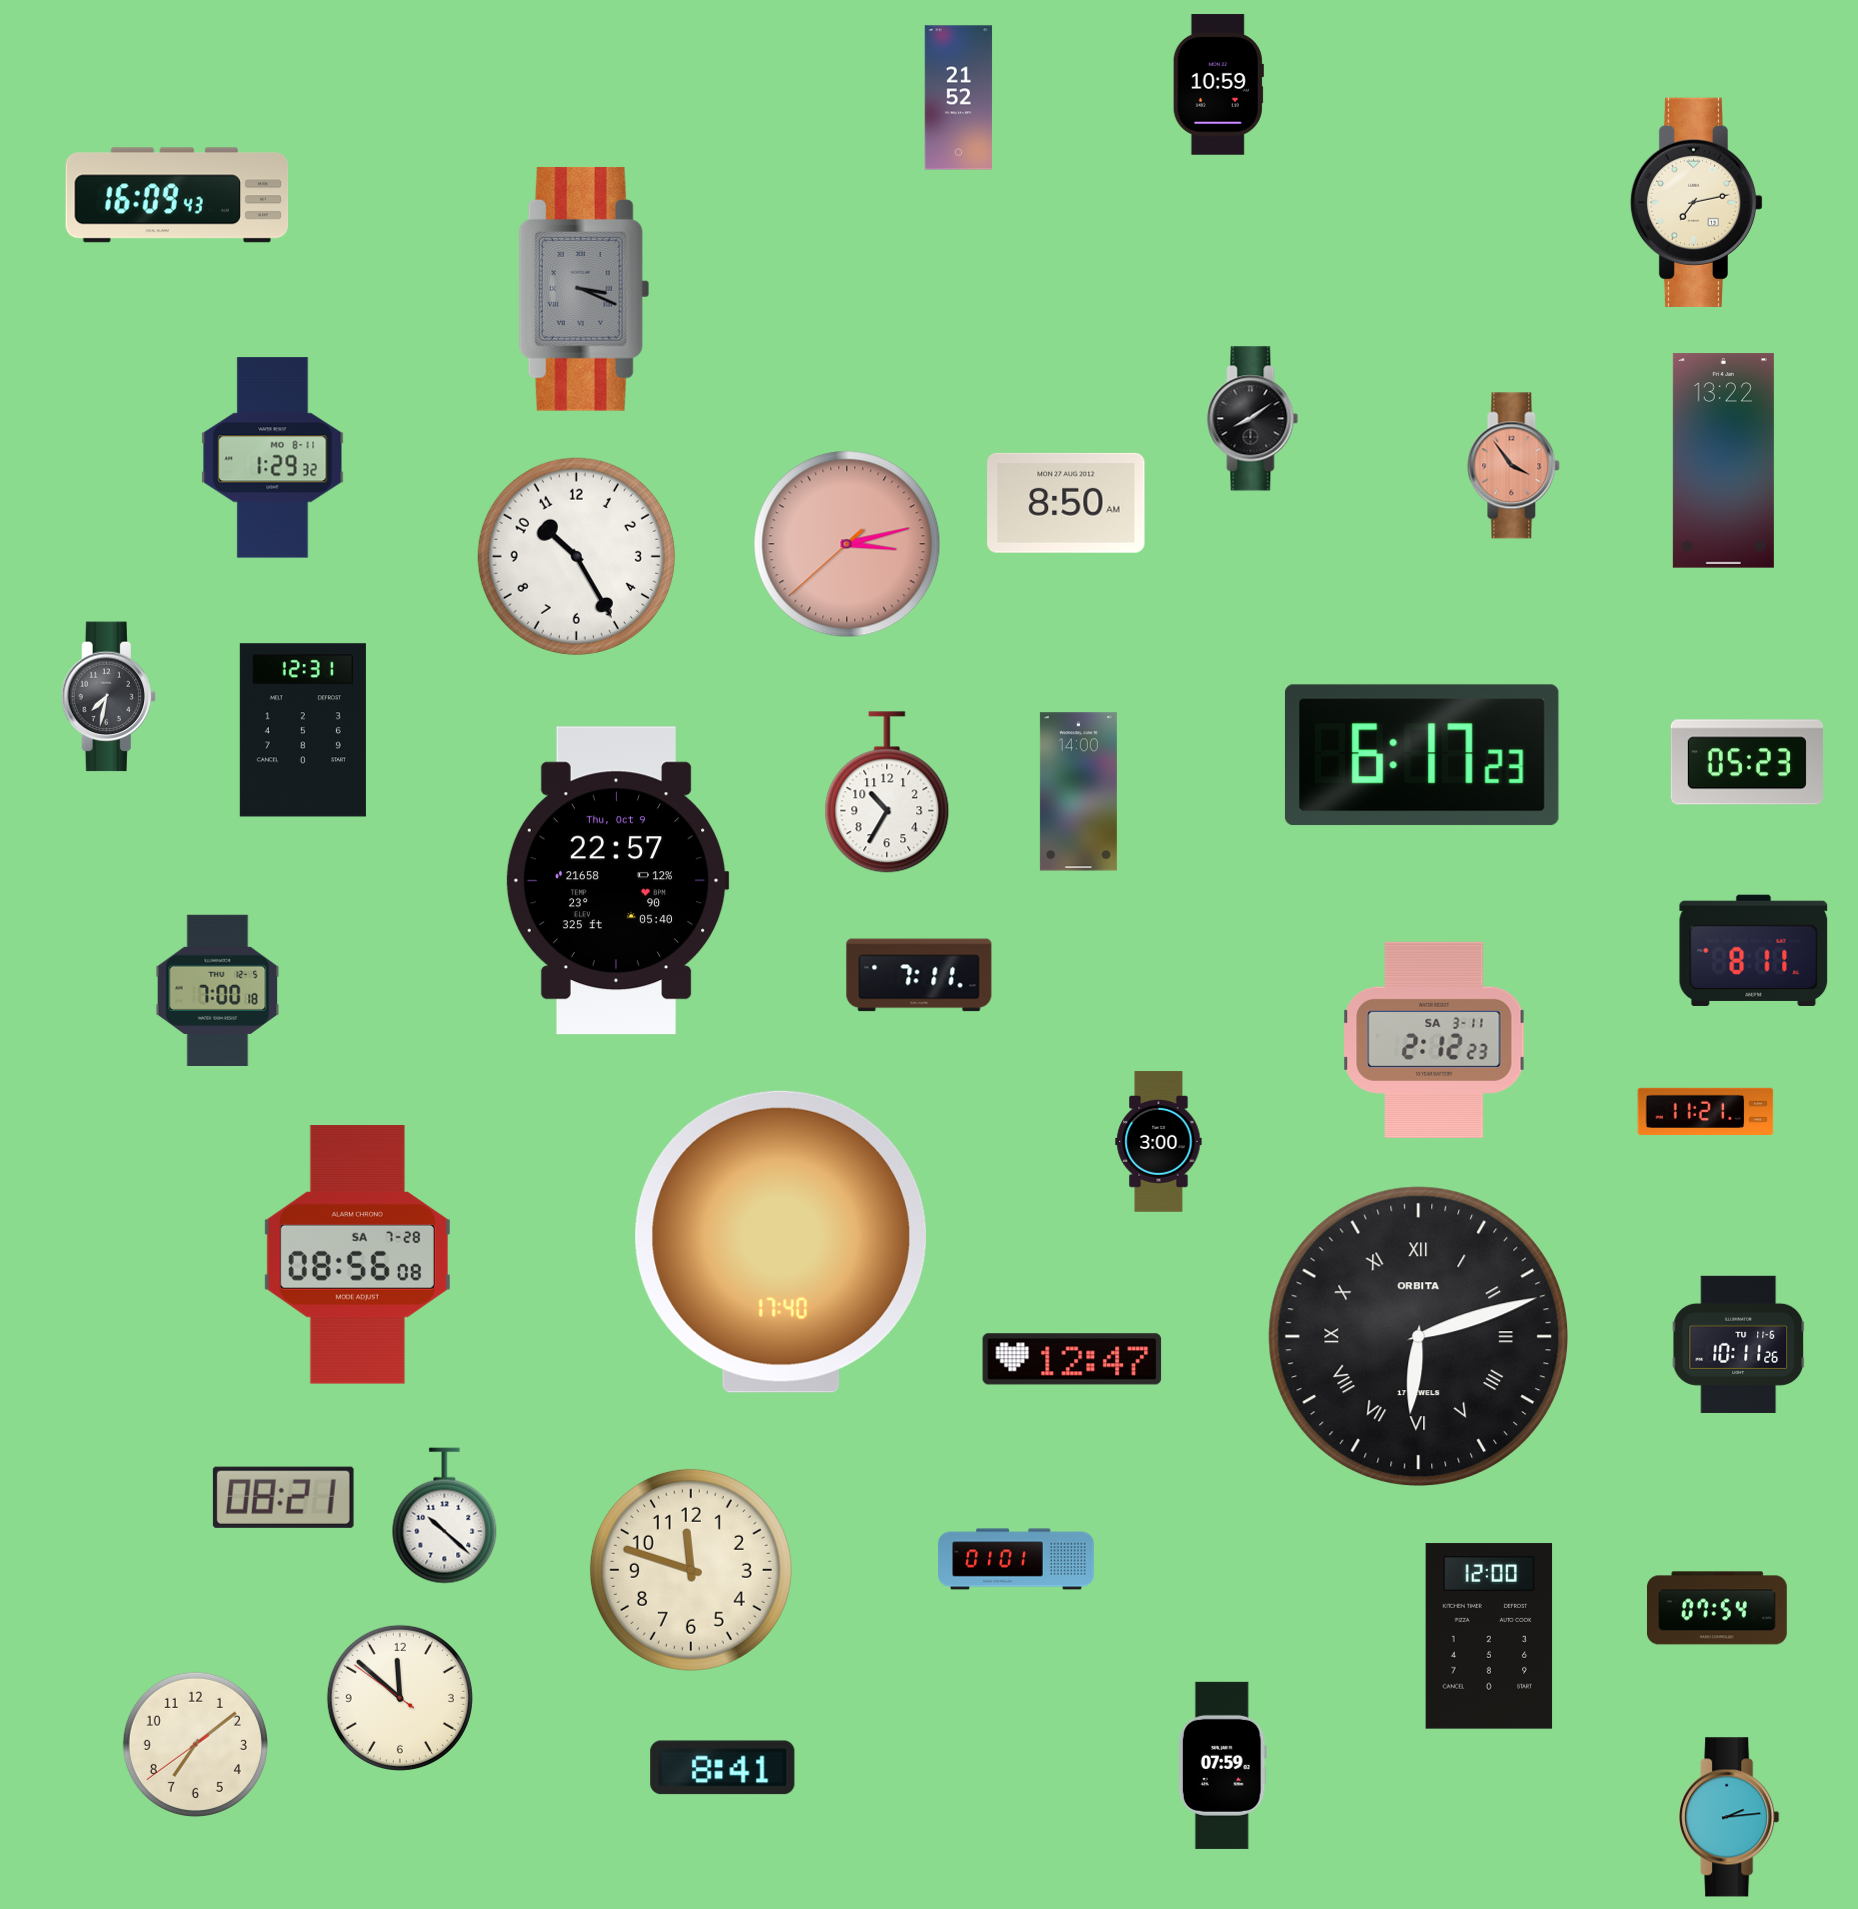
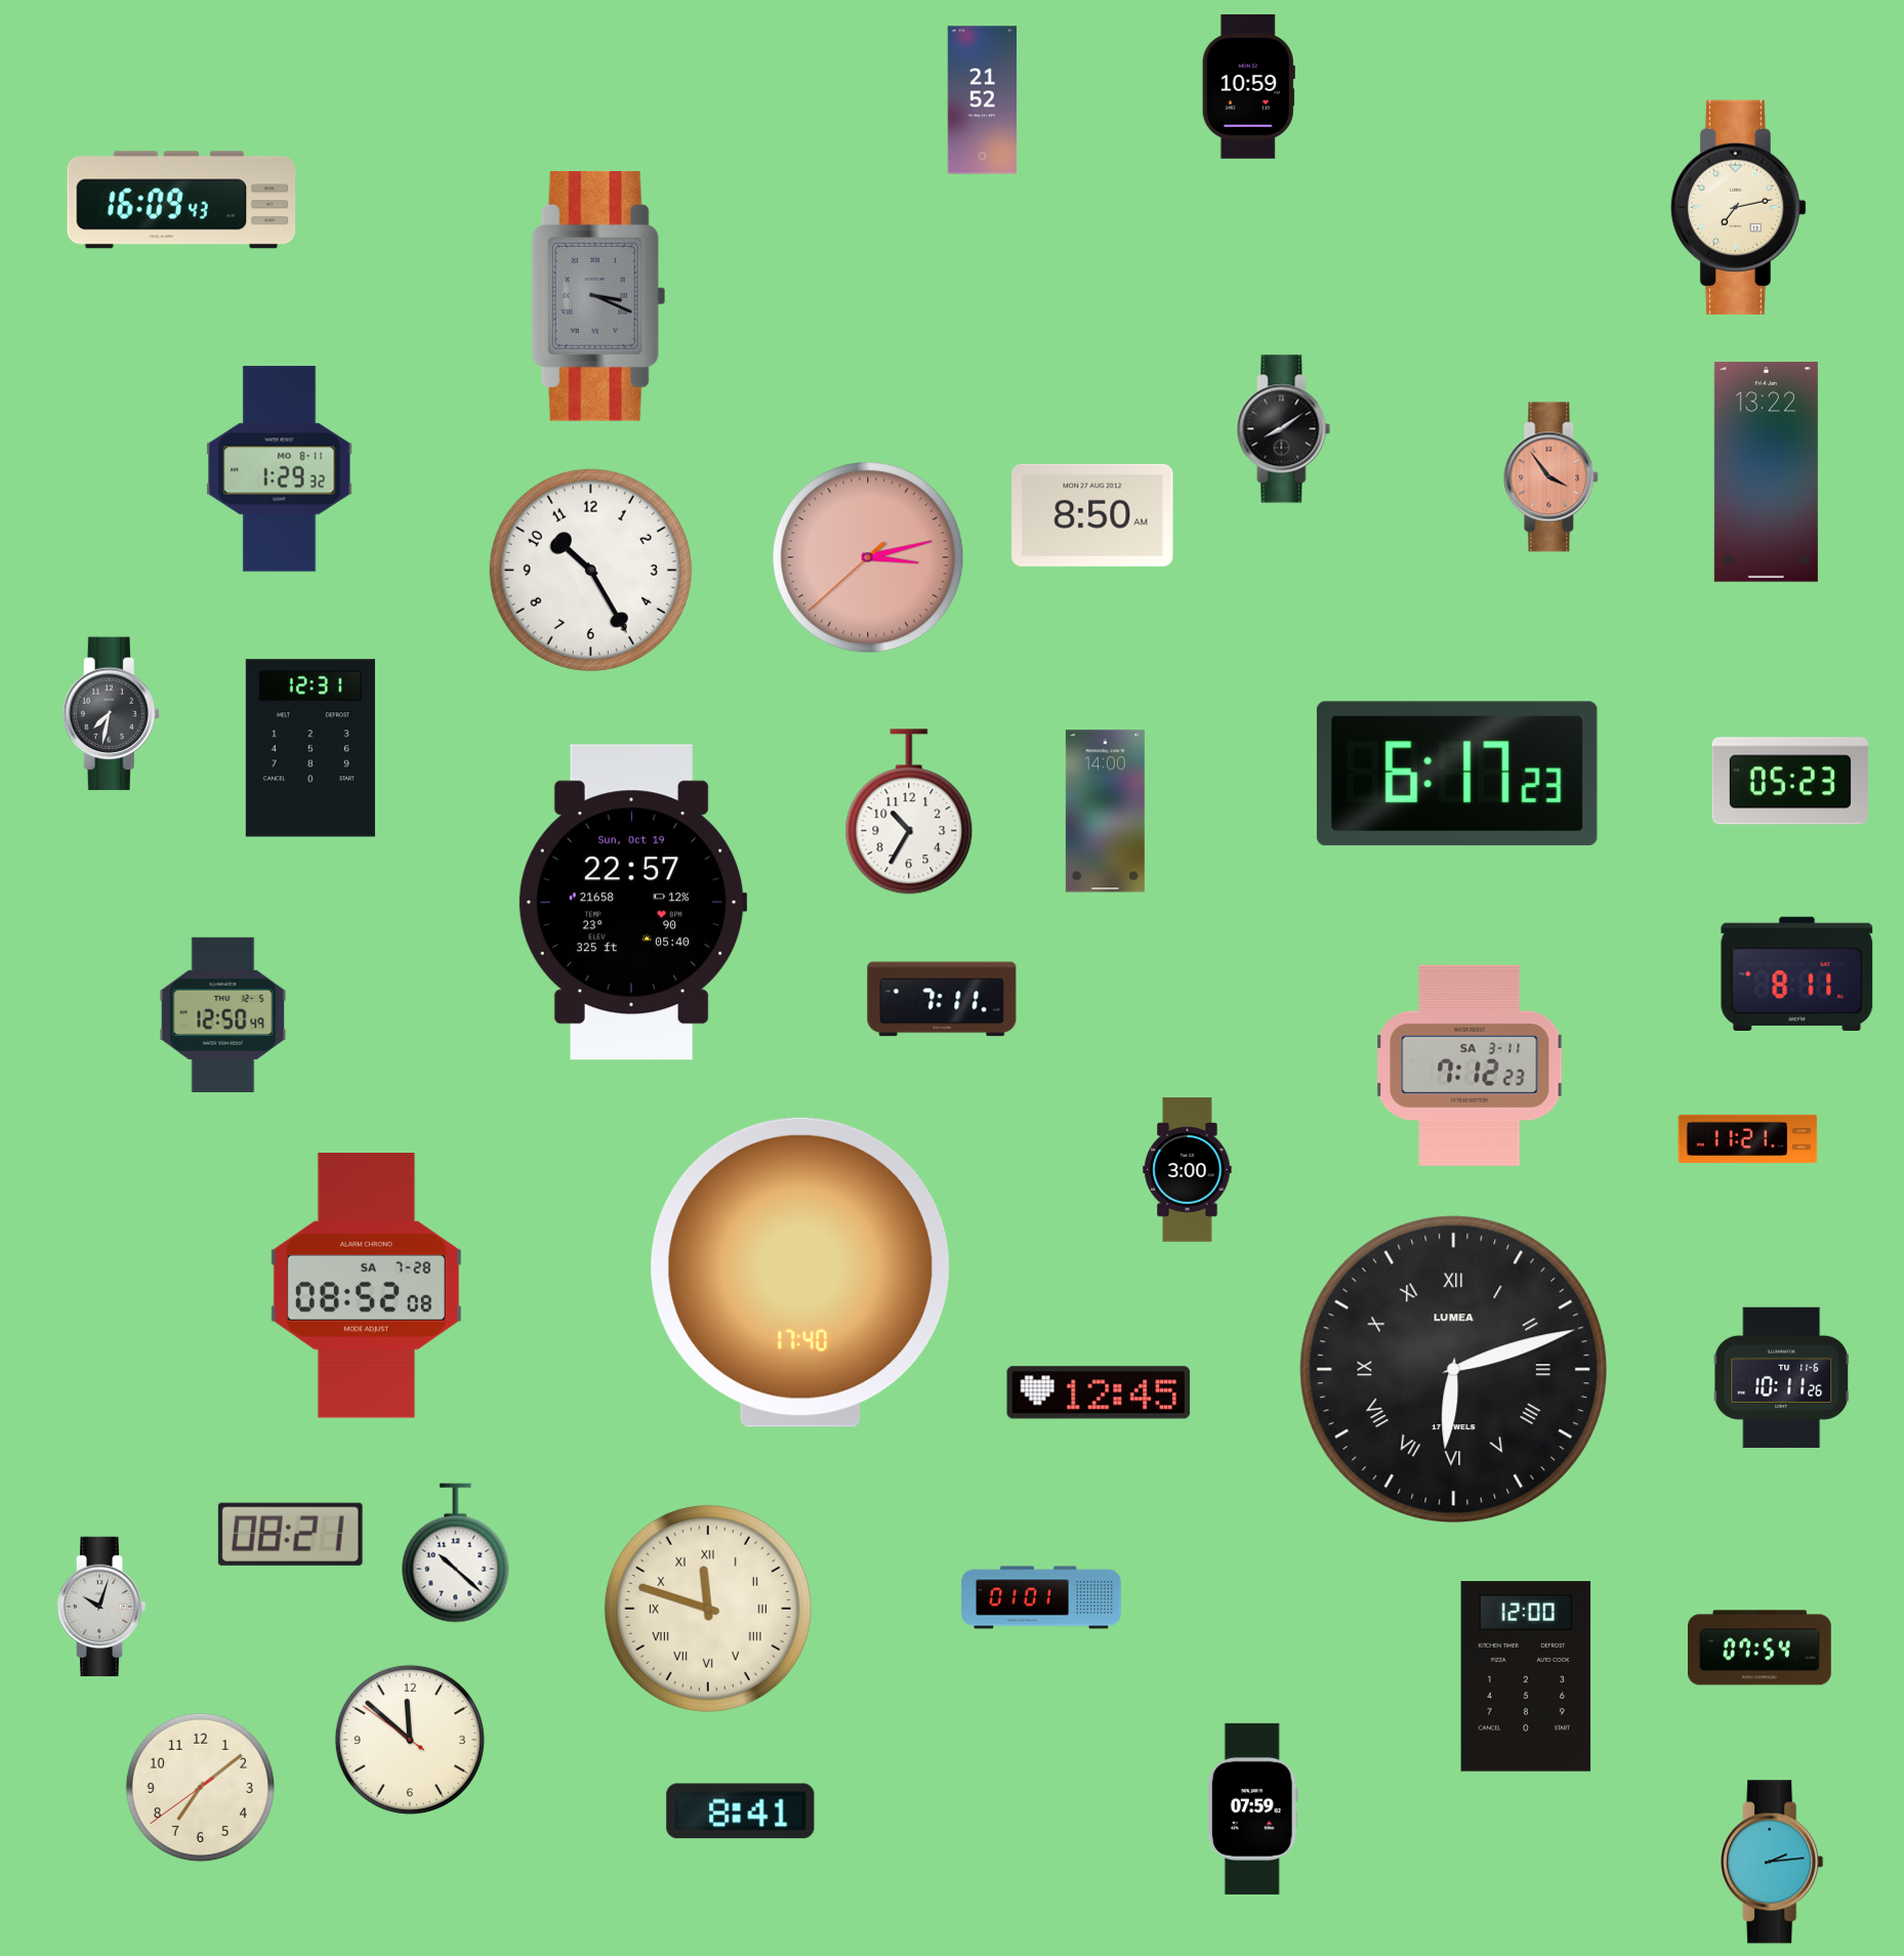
clock at (617, 881) date: Thu, Oct 9 -> Sun, Oct 19
clock at (218, 990): 7:00 -> 12:50
clock at (1434, 1040): 2:12 -> 7:12
clock at (357, 1255): 08:56 -> 08:52
clock at (1418, 1336) brand: ORBITA -> LUMEA
clock at (1072, 1359): 12:47 -> 12:45
clock at (101, 1607): none -> 10:03
clock at (691, 1570) numerals: Arabic -> Roman
